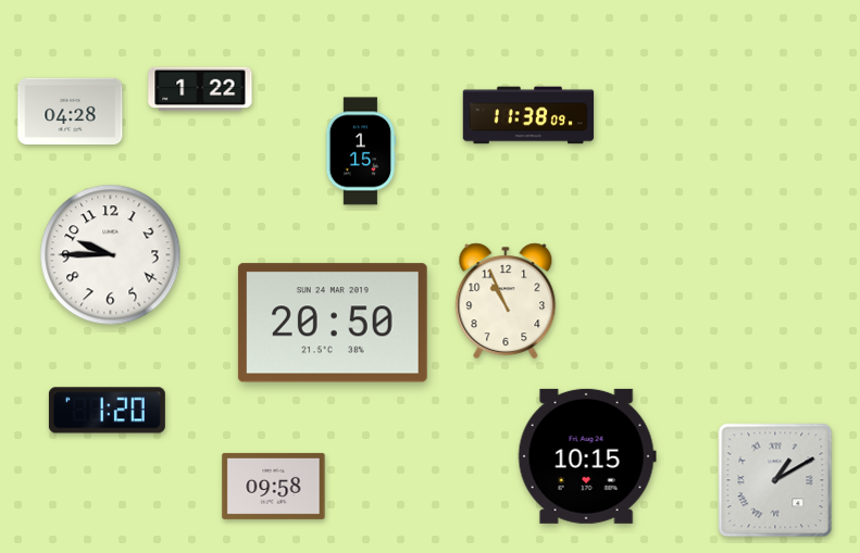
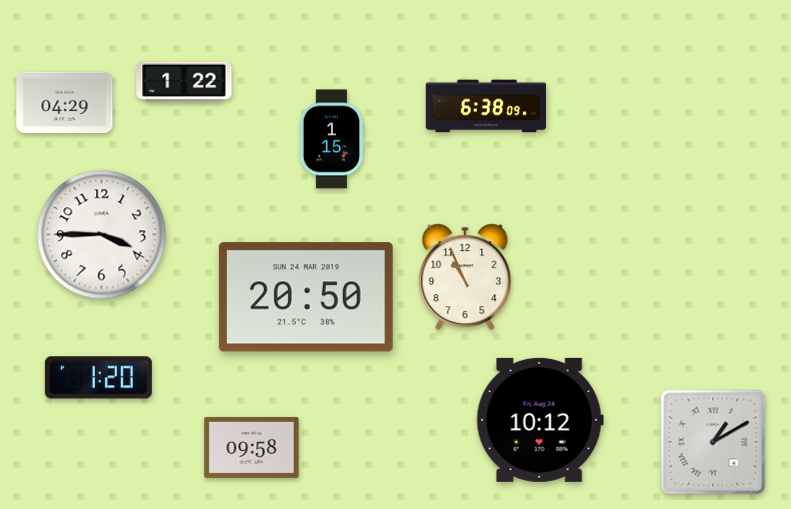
clock at (71, 111): 04:28 -> 04:29
clock at (528, 115): 11:38 -> 6:38
clock at (111, 255): 9:45 -> 3:45
clock at (587, 456): 10:15 -> 10:12
